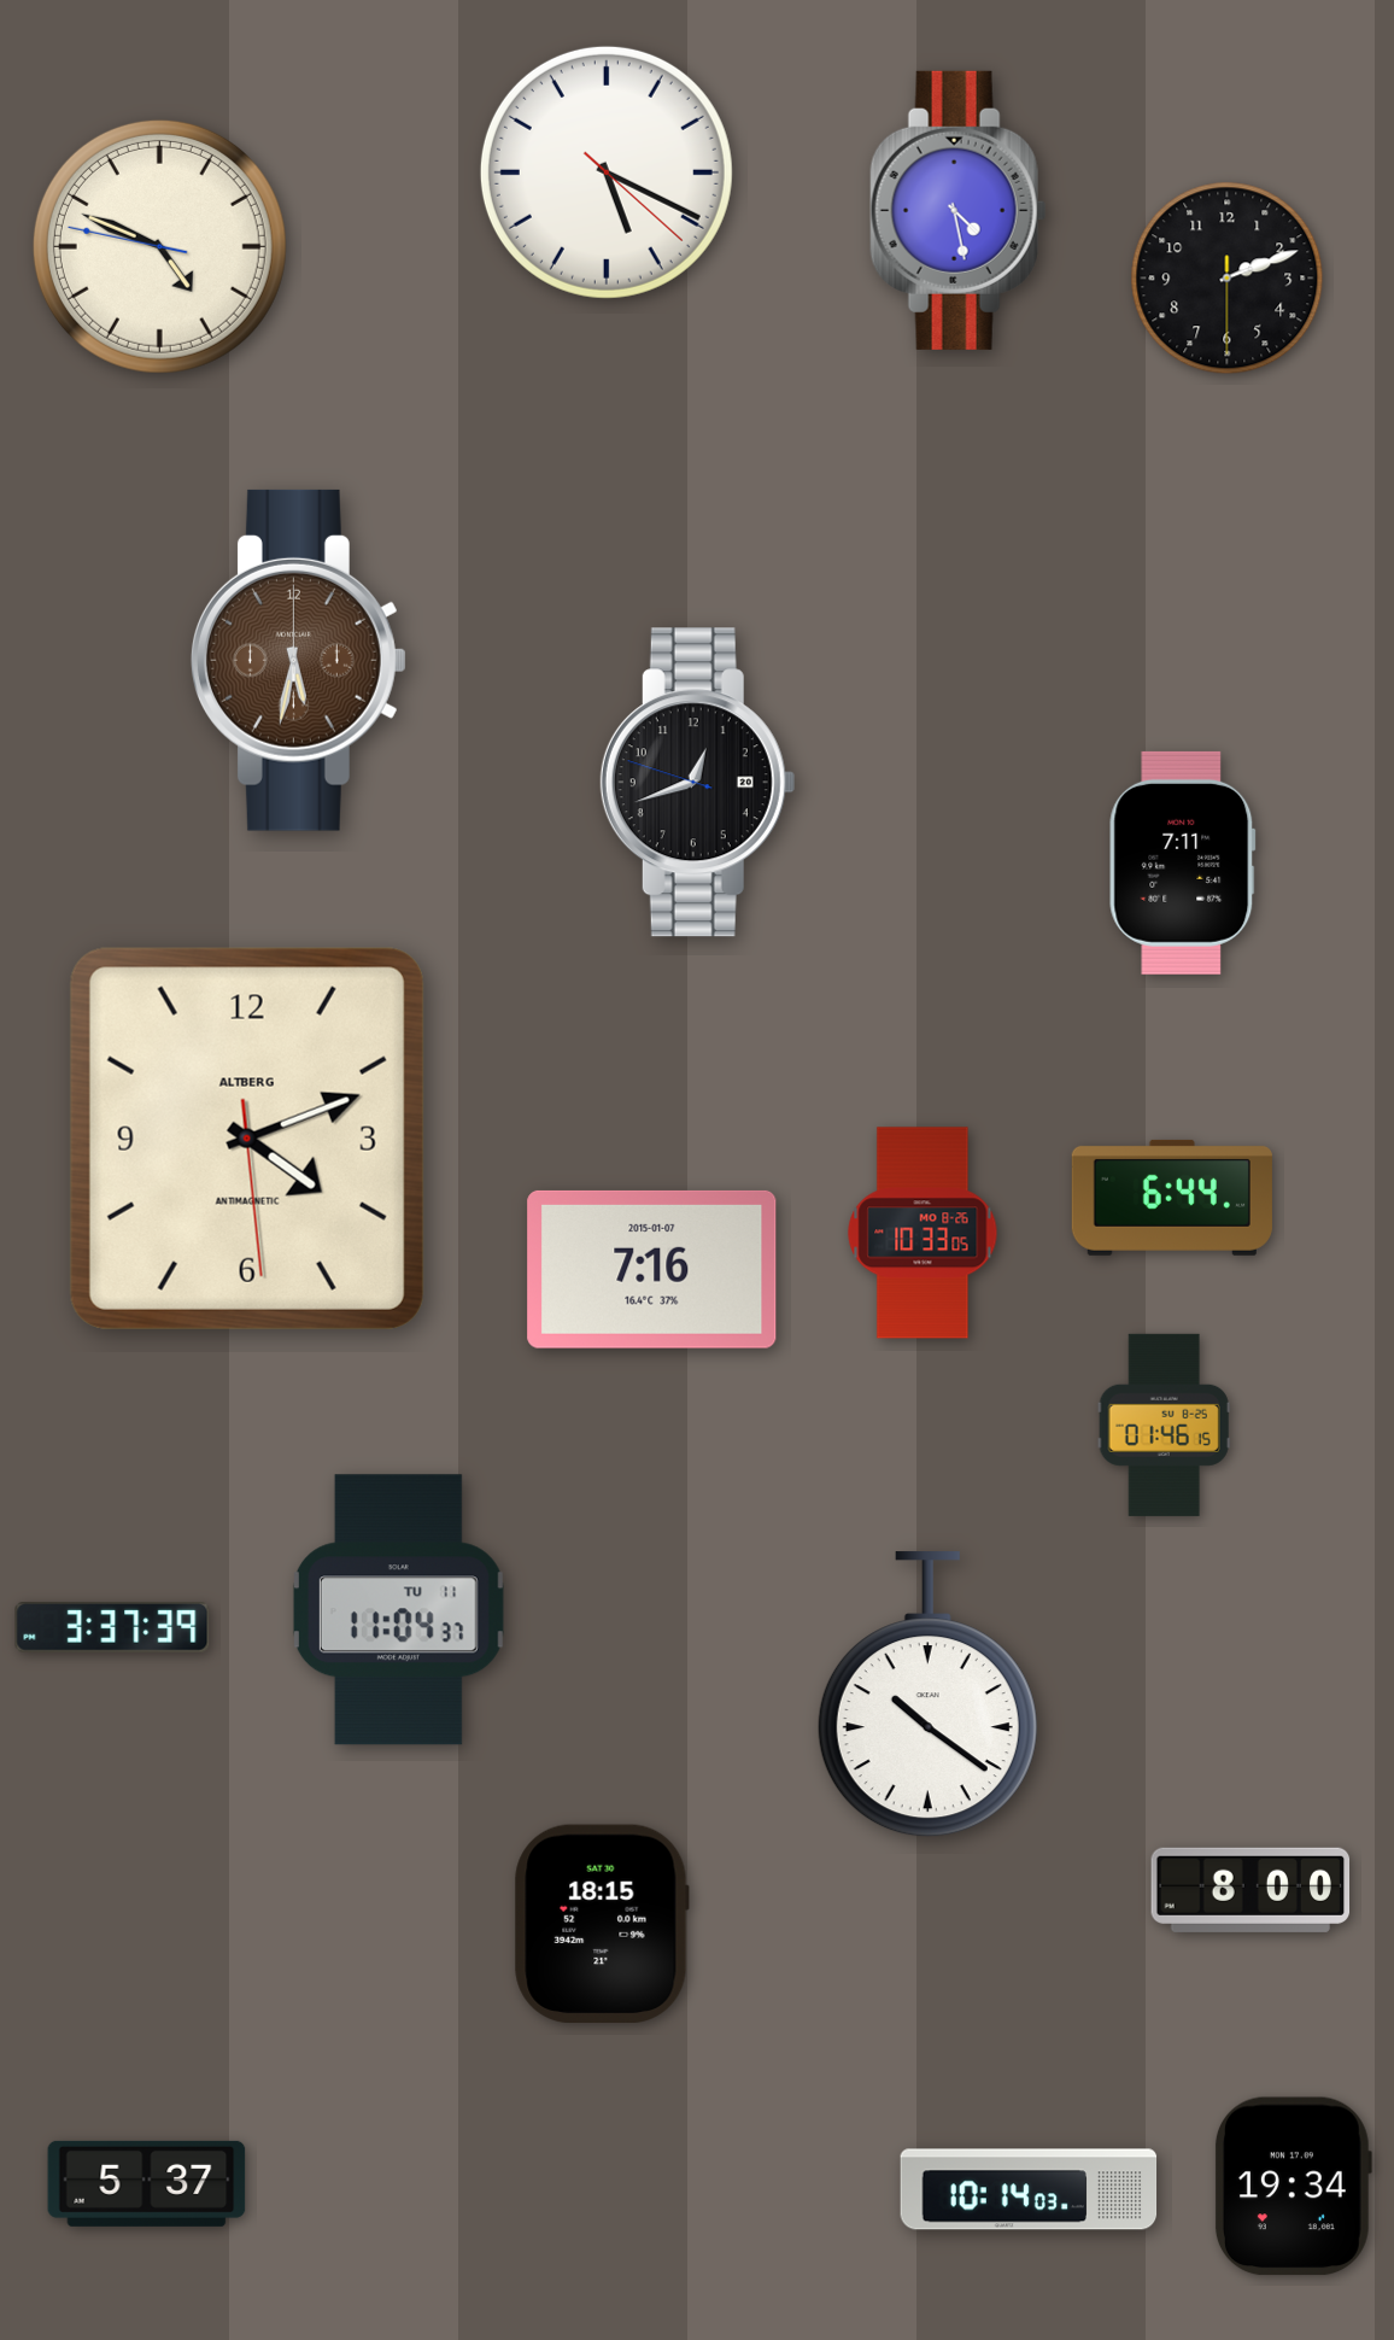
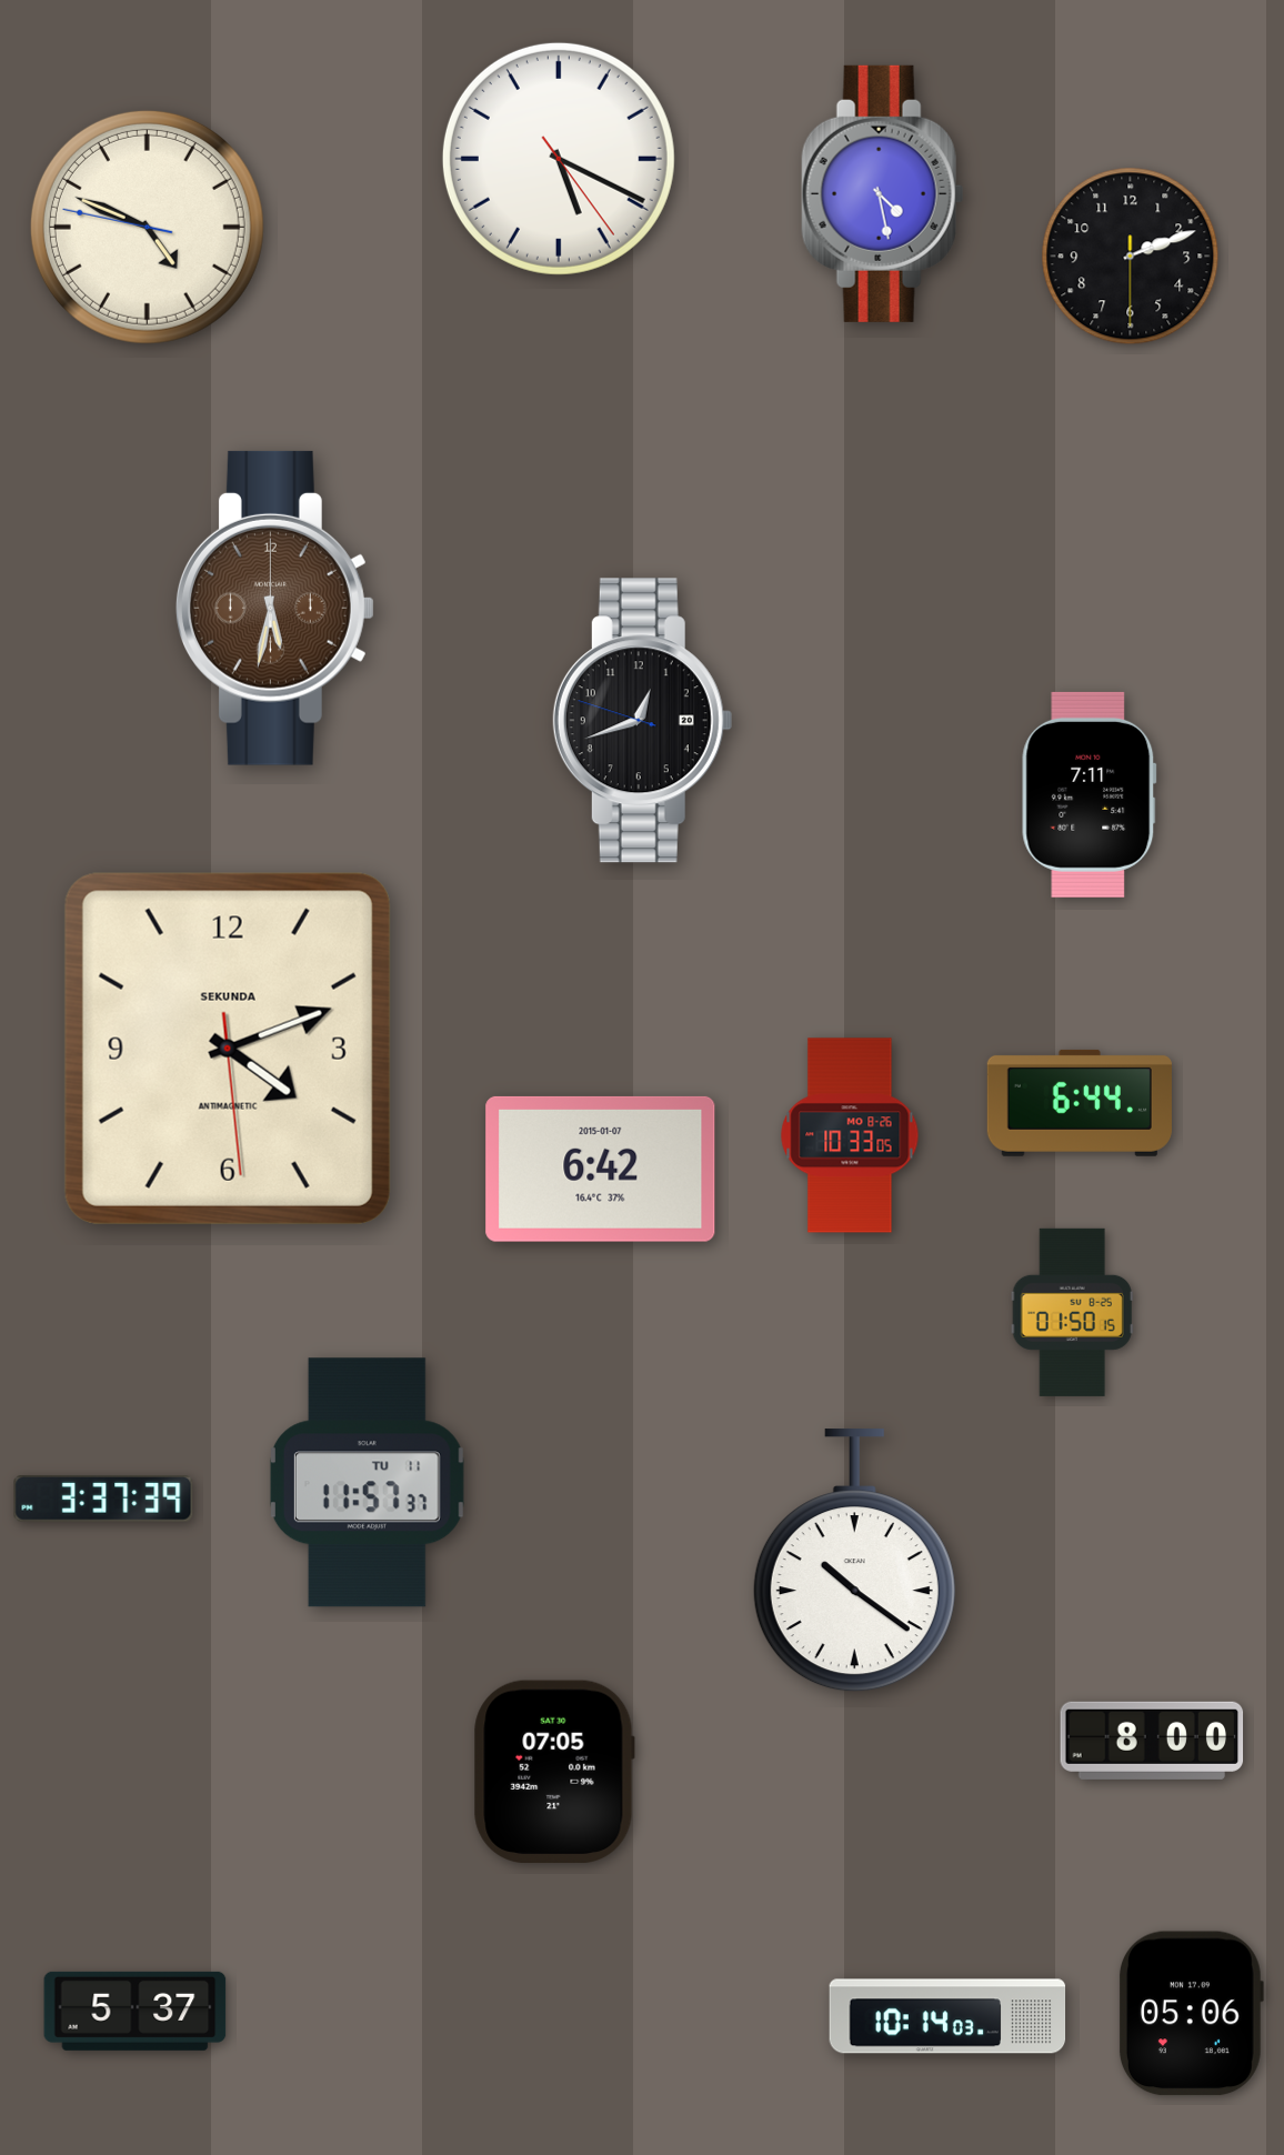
clock at (607, 172): 5:19:22 -> 5:19:24
clock at (247, 1139) brand: ALTBERG -> SEKUNDA
clock at (652, 1269): 7:16 -> 6:42
clock at (1164, 1425): 01:46 -> 01:50
clock at (398, 1610): 11:04 -> 11:57
clock at (602, 1924): 18:15 -> 07:05
clock at (1293, 2187): 19:34 -> 05:06
